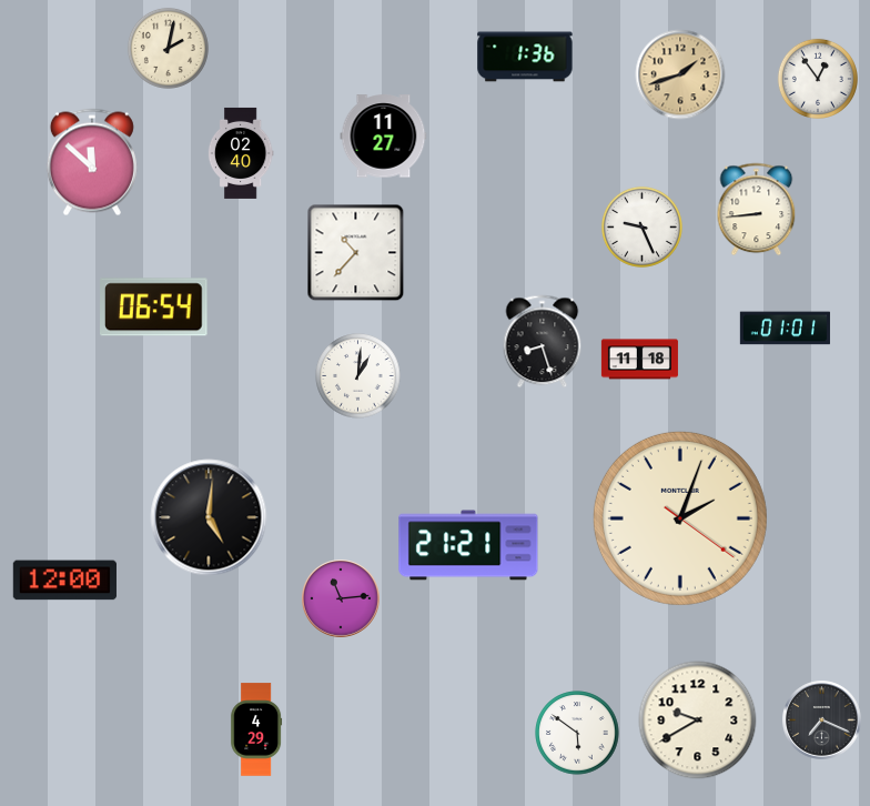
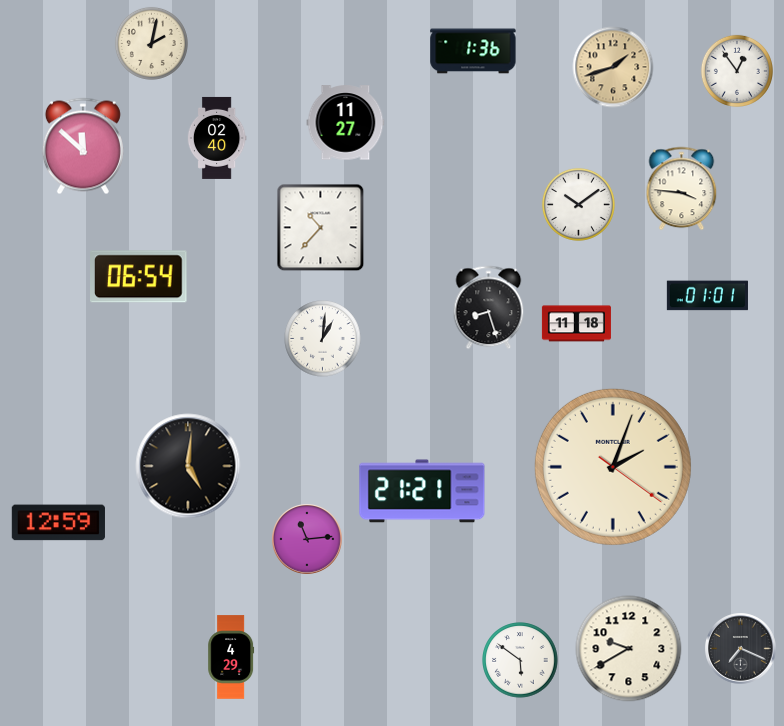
clock at (757, 210): 8:44 -> 3:46
clock at (641, 226): 9:26 -> 10:09
clock at (64, 581): 12:00 -> 12:59
